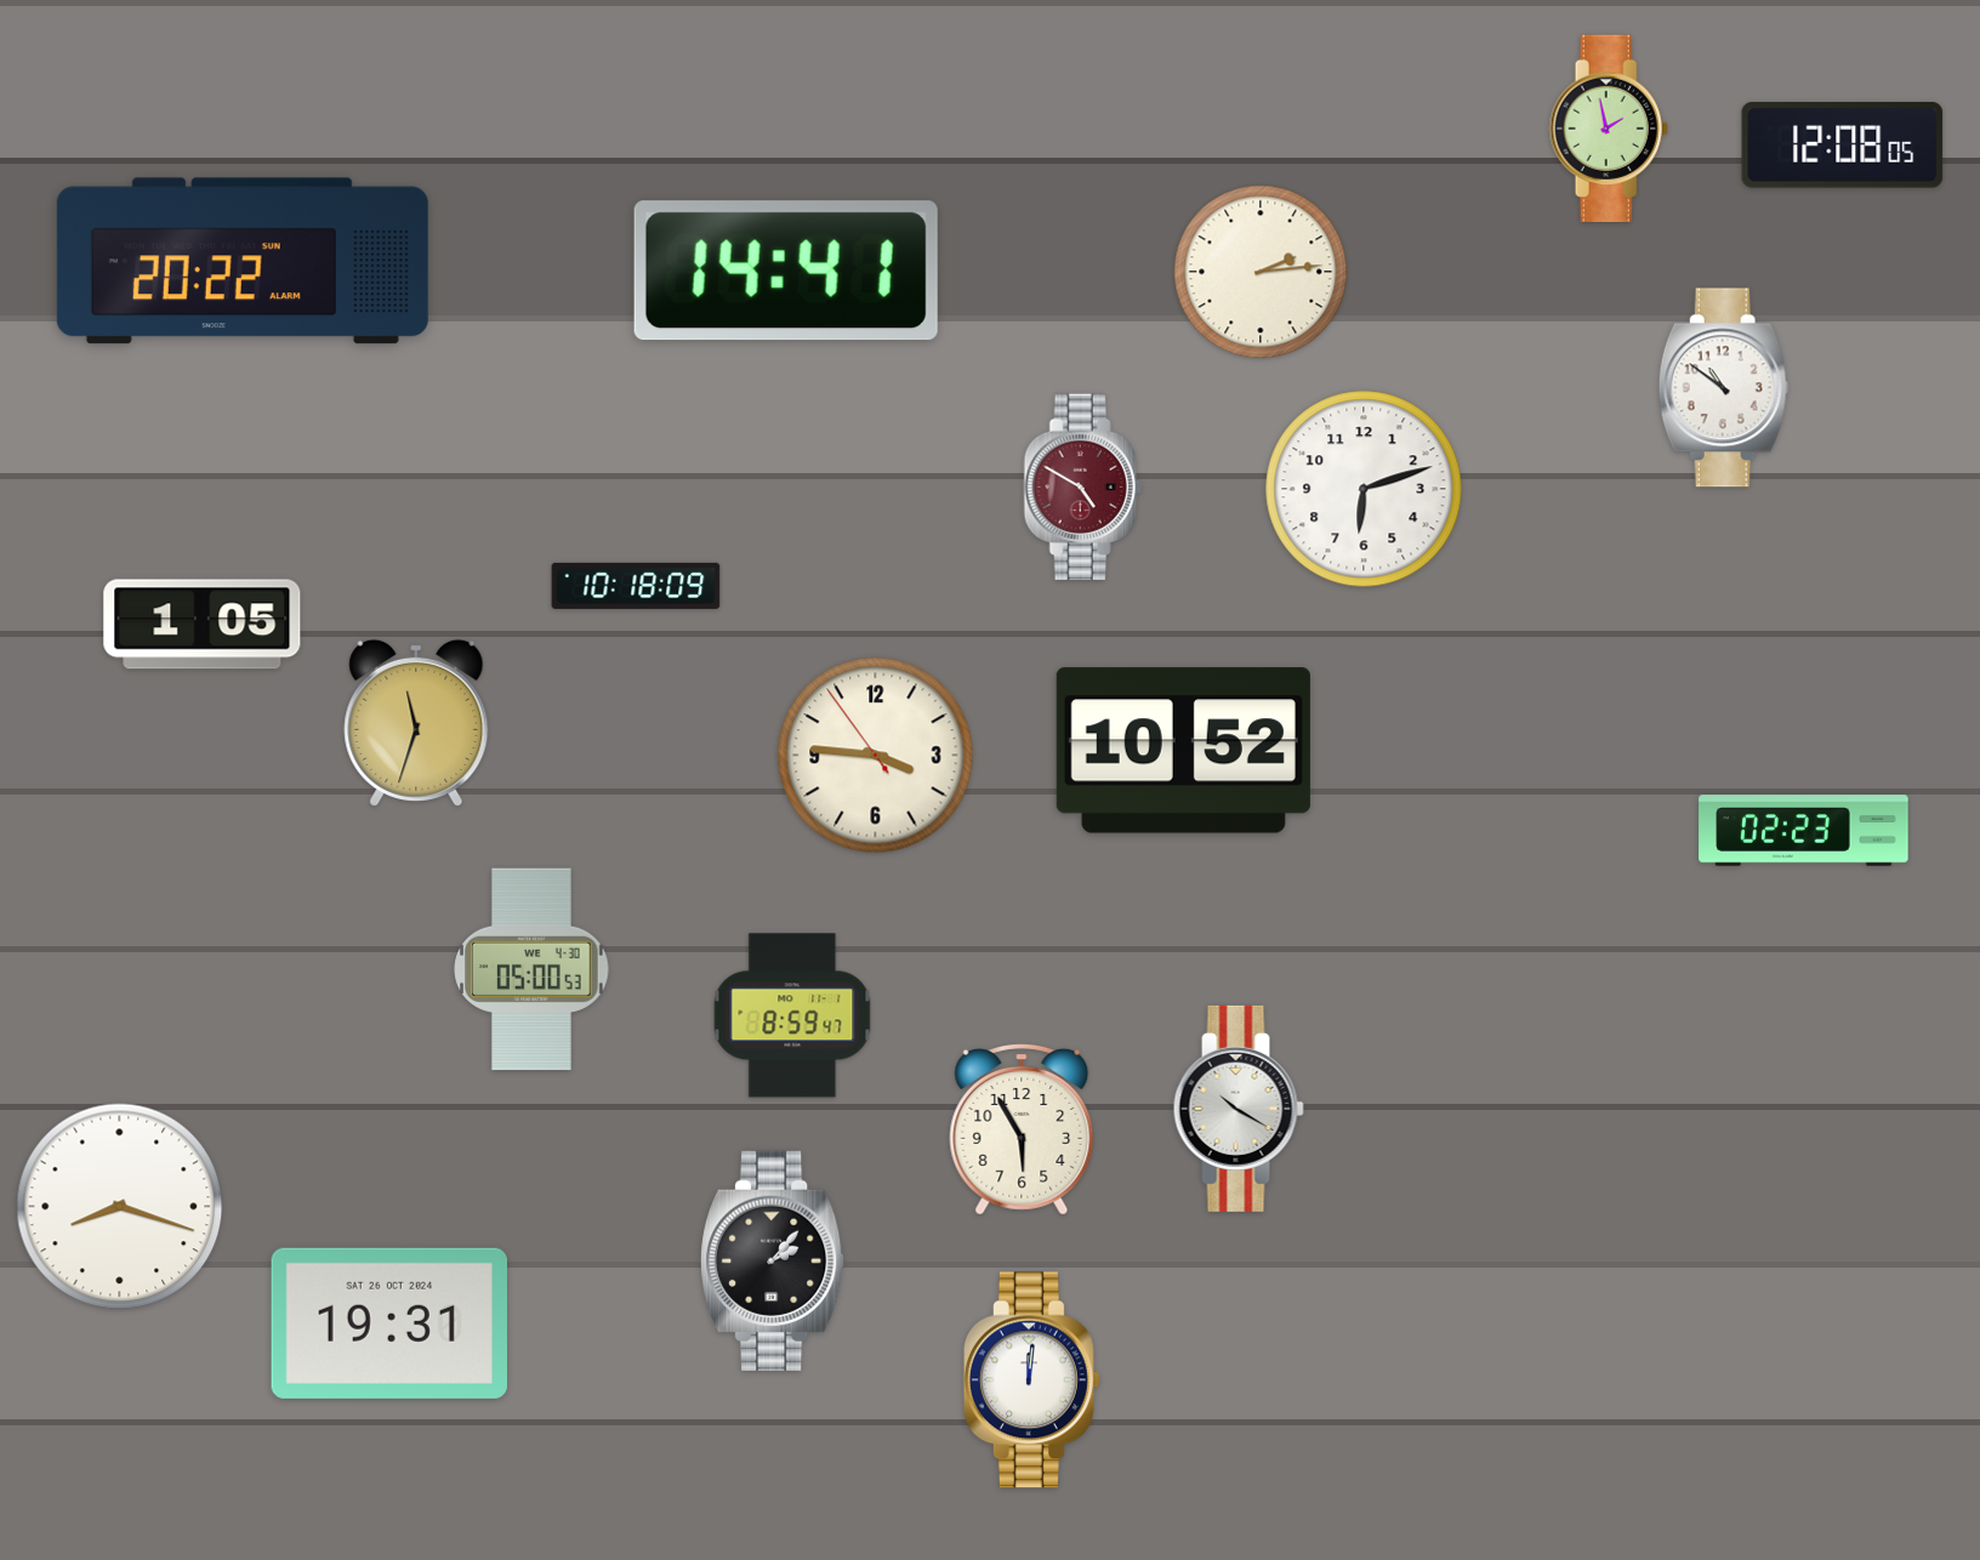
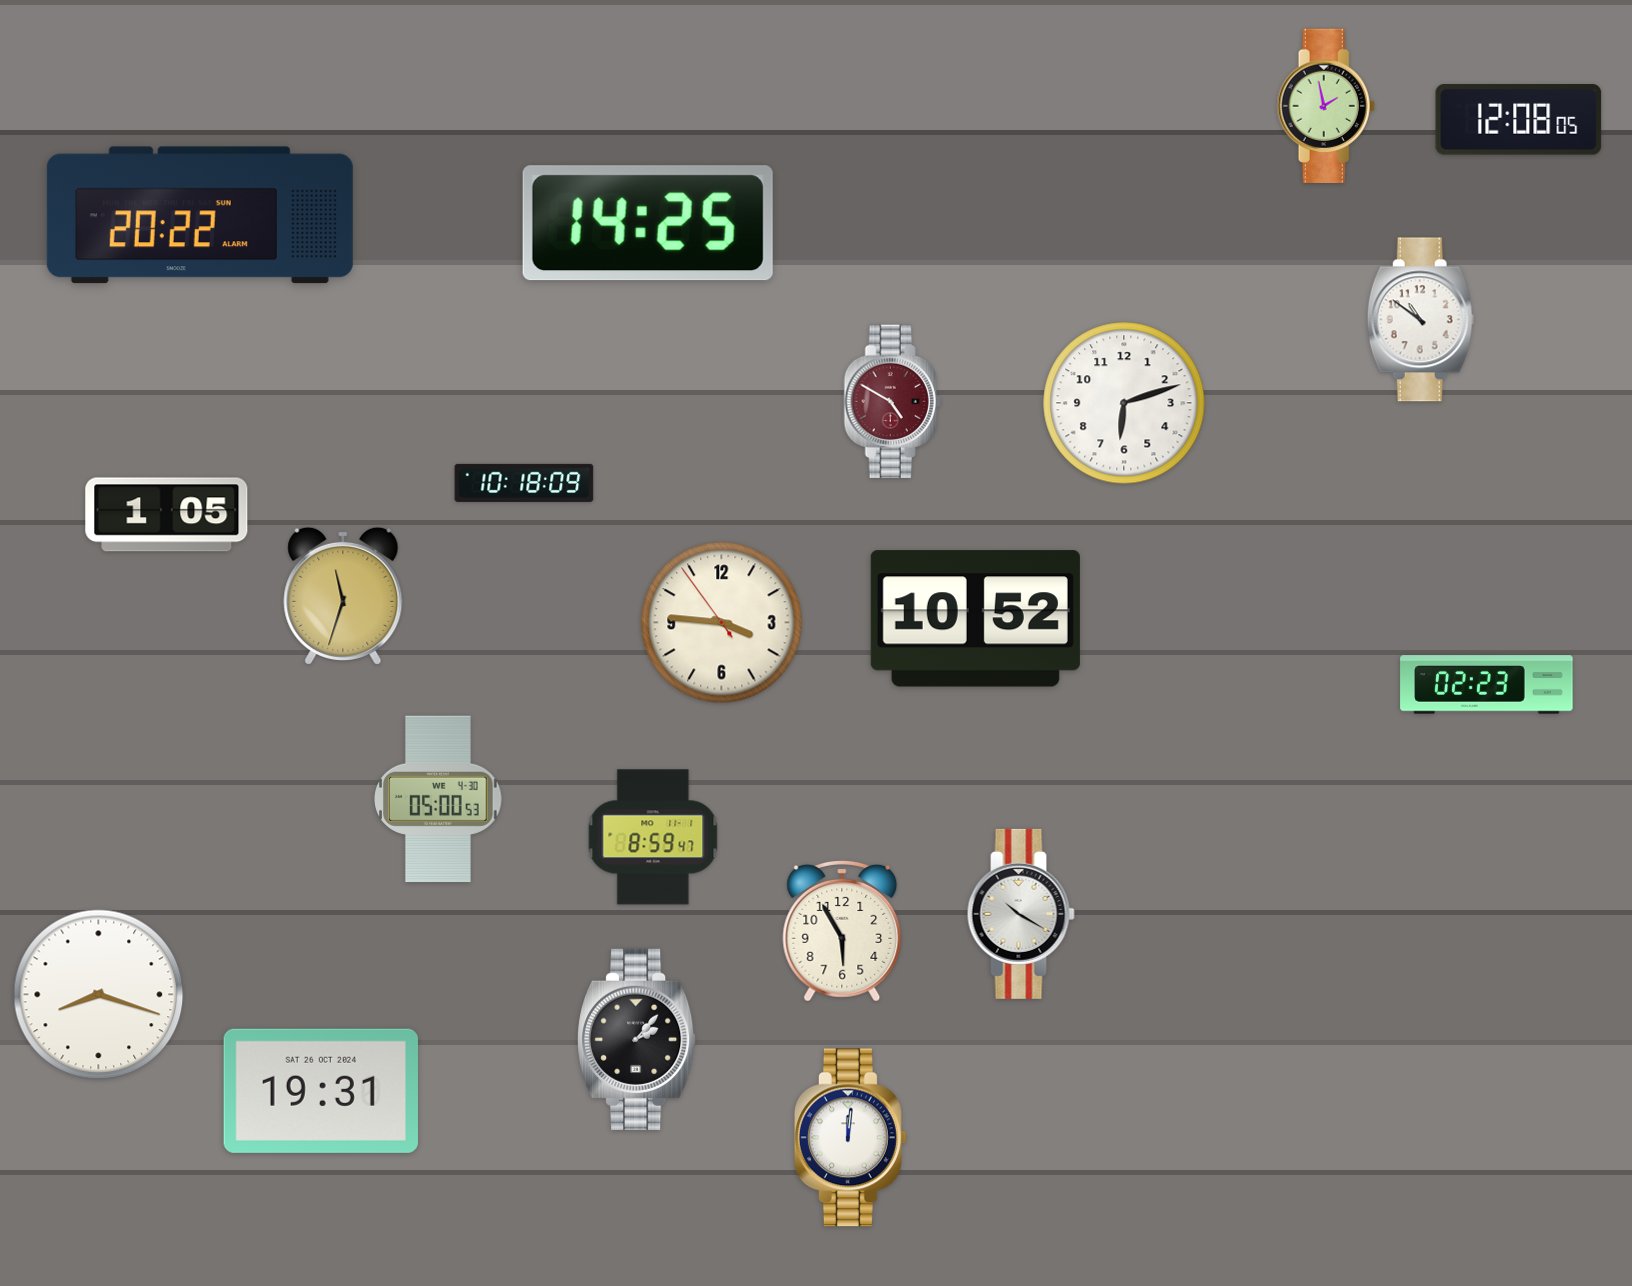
clock at (786, 271): 14:41 -> 14:25
clock at (1261, 272): 2:14 -> none
